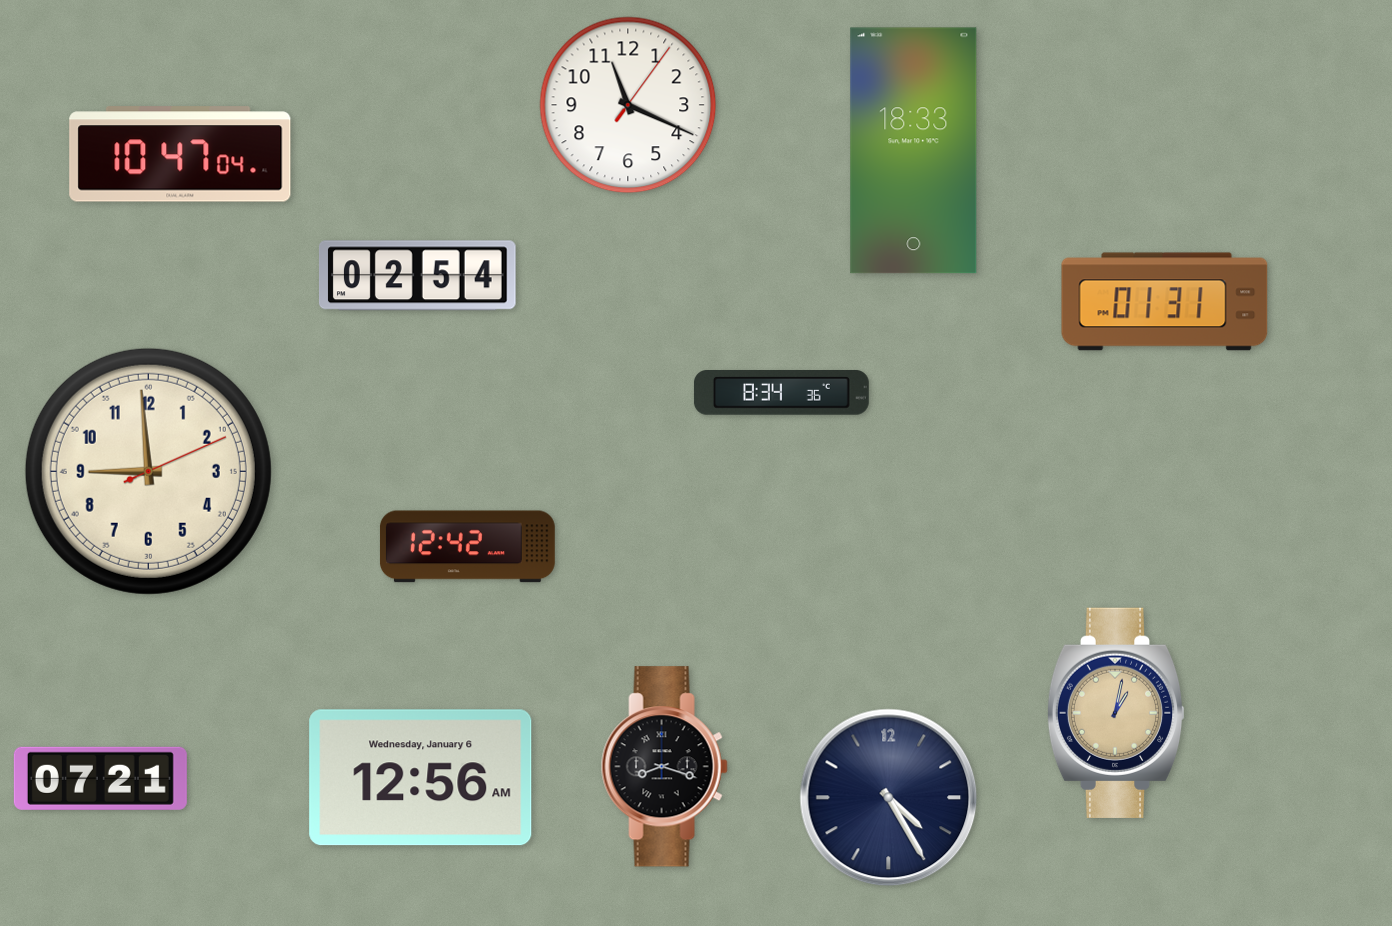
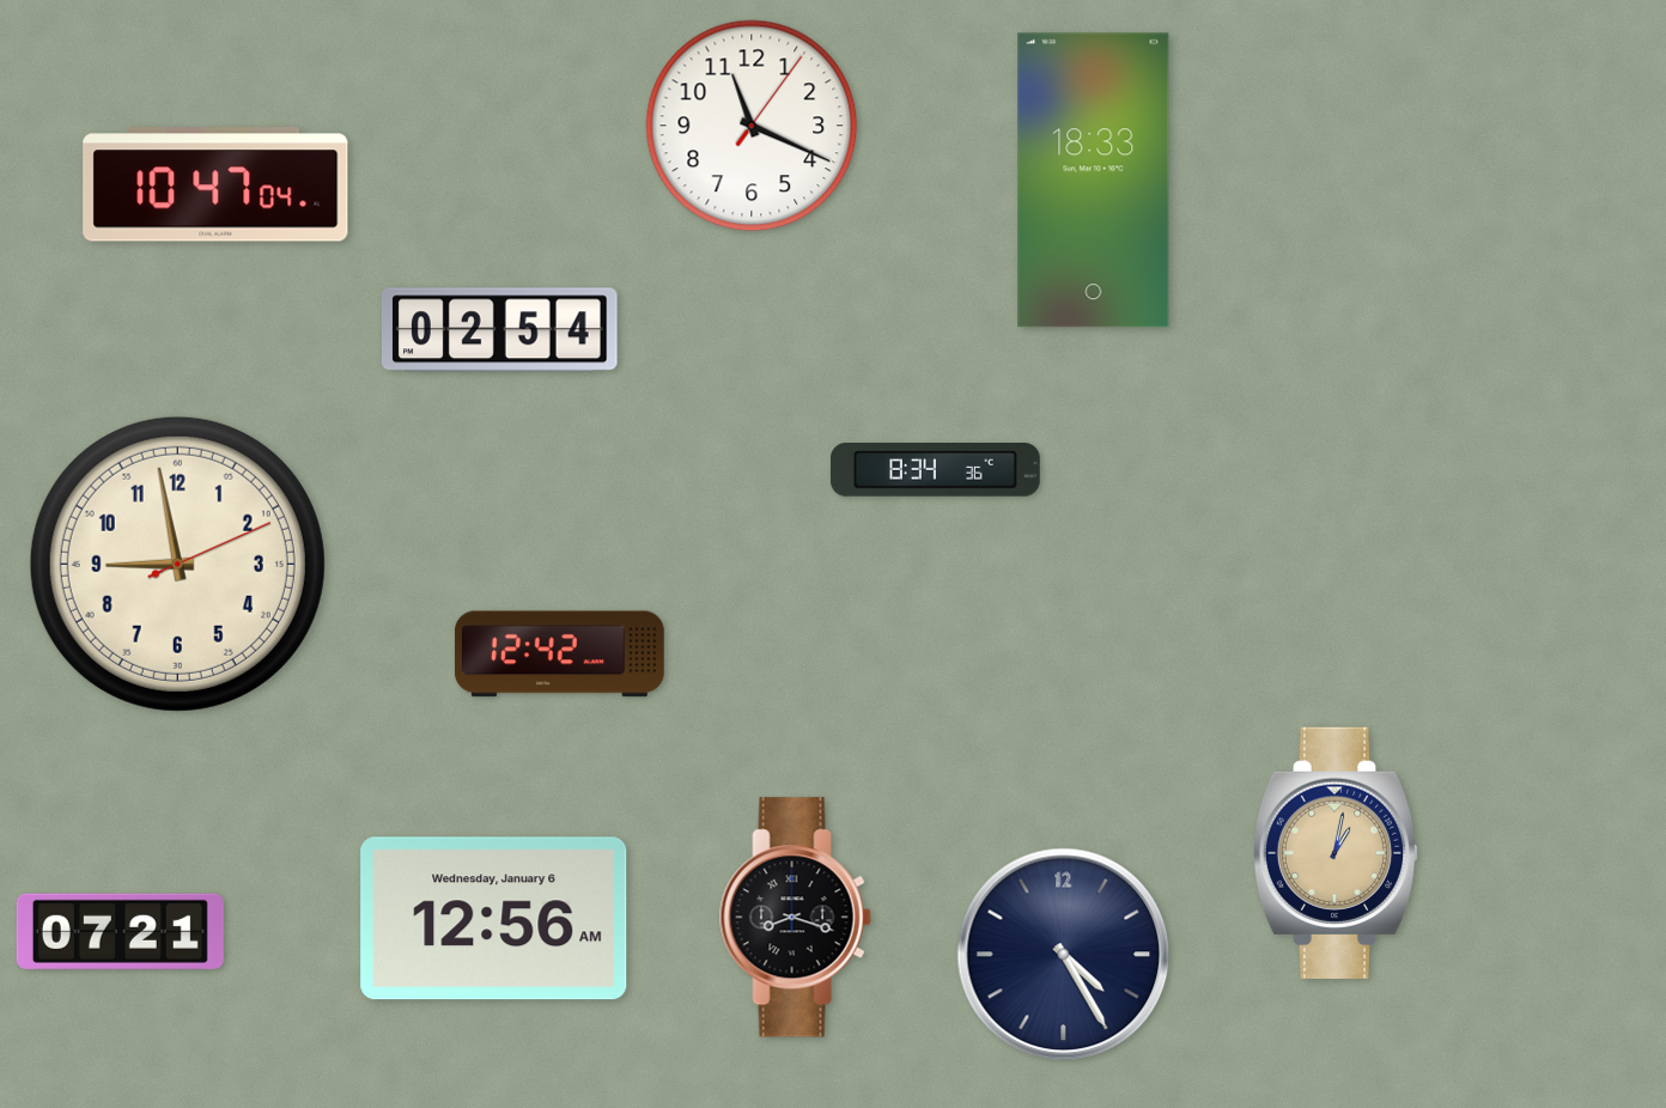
clock at (1165, 302): 01:31 -> none
clock at (148, 471): 8:59 -> 8:58
clock at (421, 778) position: (421, 778) -> (494, 919)
